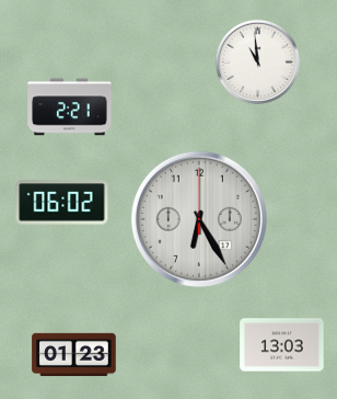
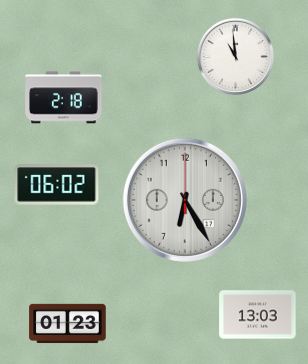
clock at (70, 107): 2:21 -> 2:18
clock at (199, 219) position: (199, 219) -> (185, 200)
